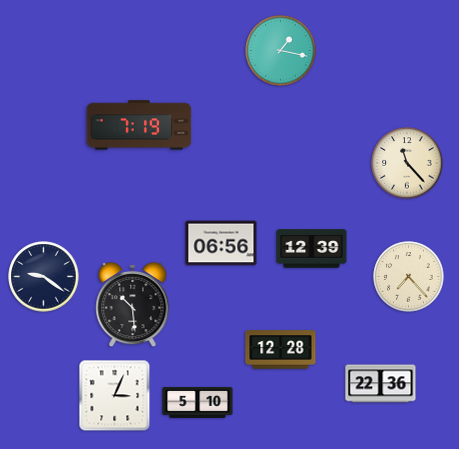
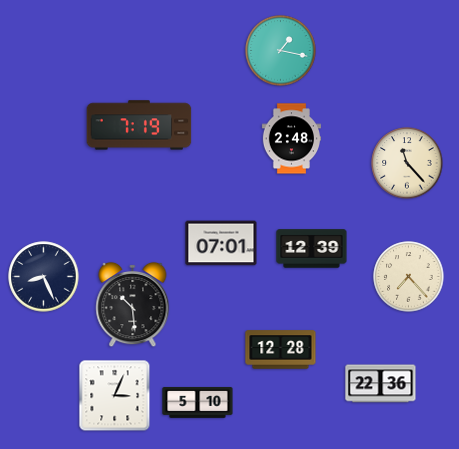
clock at (291, 139): none -> 2:48
clock at (221, 243): 06:56 -> 07:01
clock at (44, 277): 9:21 -> 8:26
